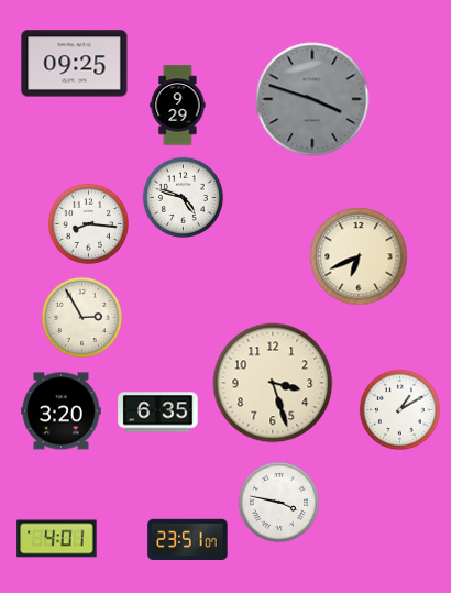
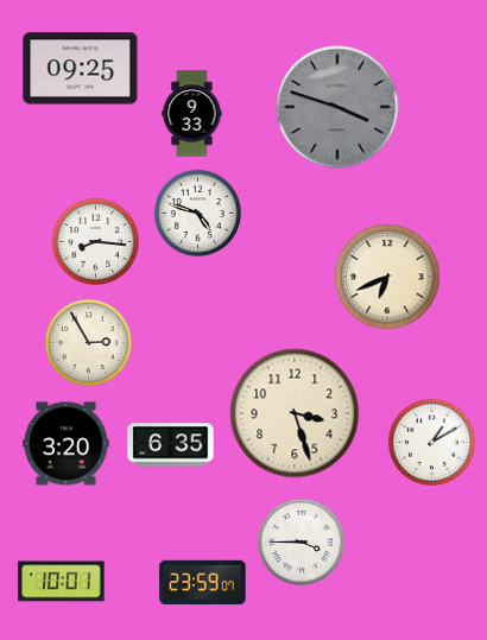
clock at (178, 106): 9:29 -> 9:33
clock at (278, 502): 3:47 -> 3:45
clock at (57, 539): 4:01 -> 10:01
clock at (188, 540): 23:51 -> 23:59
